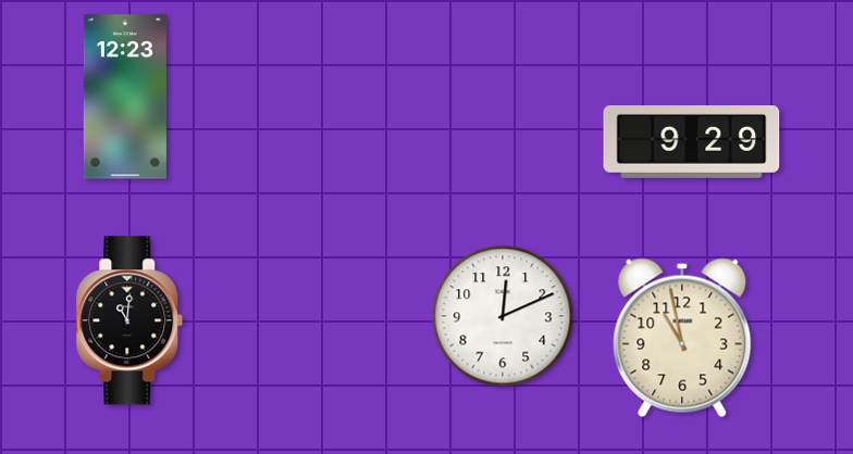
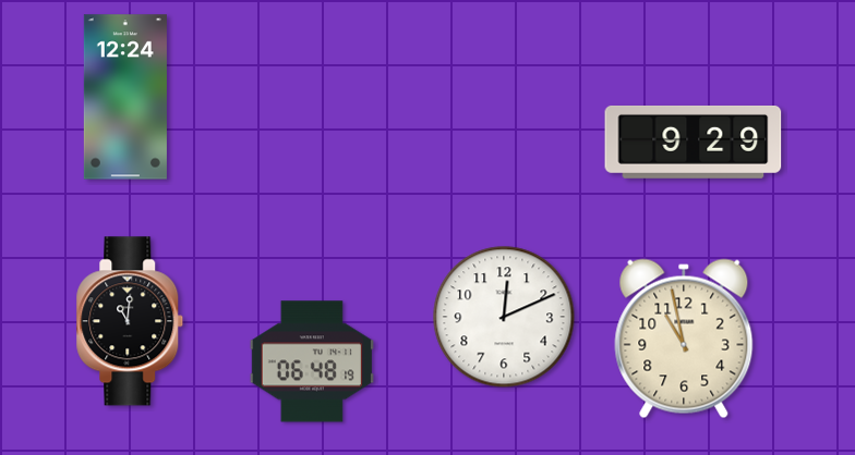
clock at (125, 97): 12:23 -> 12:24
clock at (311, 361): none -> 06:48
